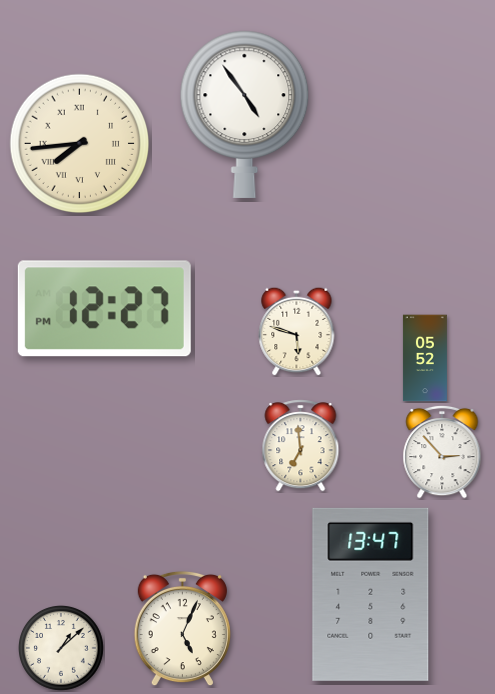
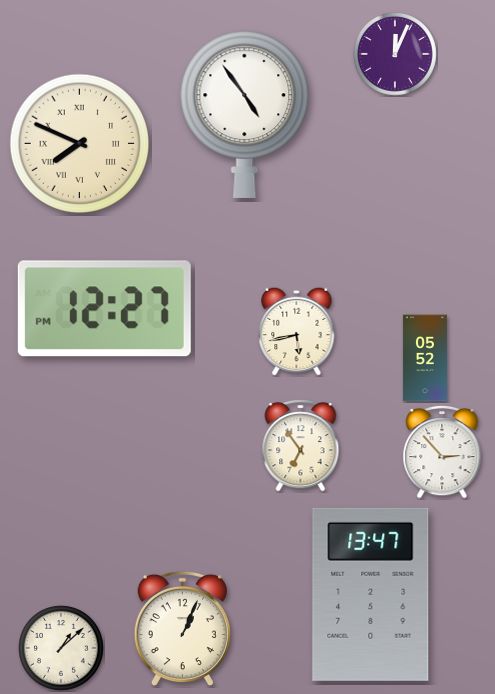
clock at (396, 55): none -> 12:04
clock at (80, 144): 7:44 -> 7:49
clock at (297, 331): 5:48 -> 5:43
clock at (301, 446): 6:59 -> 6:54
clock at (182, 629): 5:04 -> 1:04
